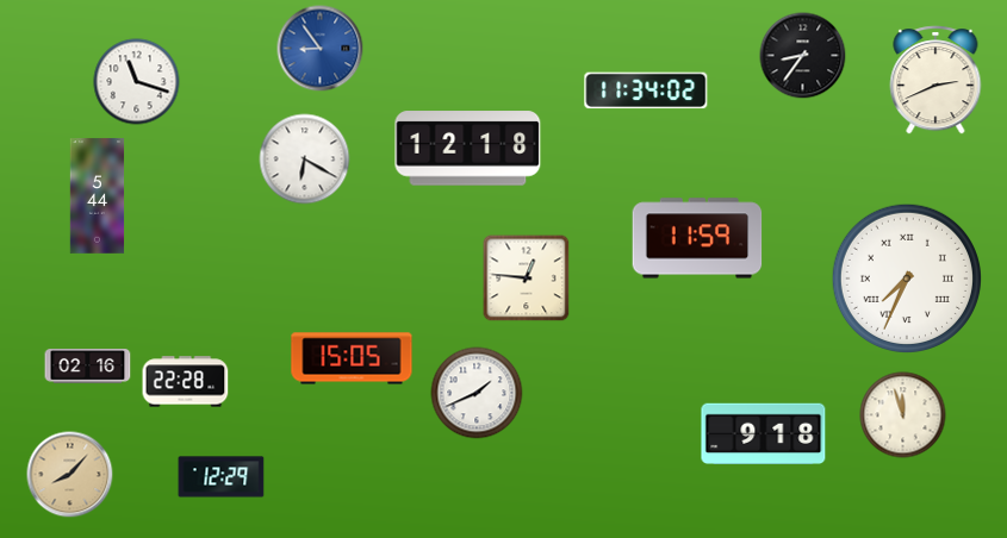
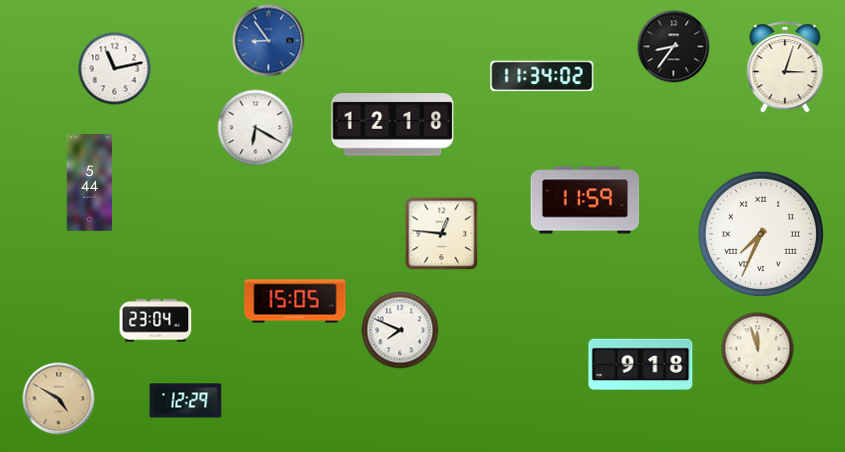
clock at (935, 80): 2:41 -> 3:03
clock at (137, 82): 11:18 -> 11:13
clock at (305, 159) position: (305, 159) -> (256, 128)
clock at (98, 196) position: (98, 196) -> (90, 183)
clock at (88, 367): 02:16 -> none
clock at (186, 382): 22:28 -> 23:04
clock at (477, 393): 1:41 -> 7:49
clock at (70, 475): 8:07 -> 4:50
